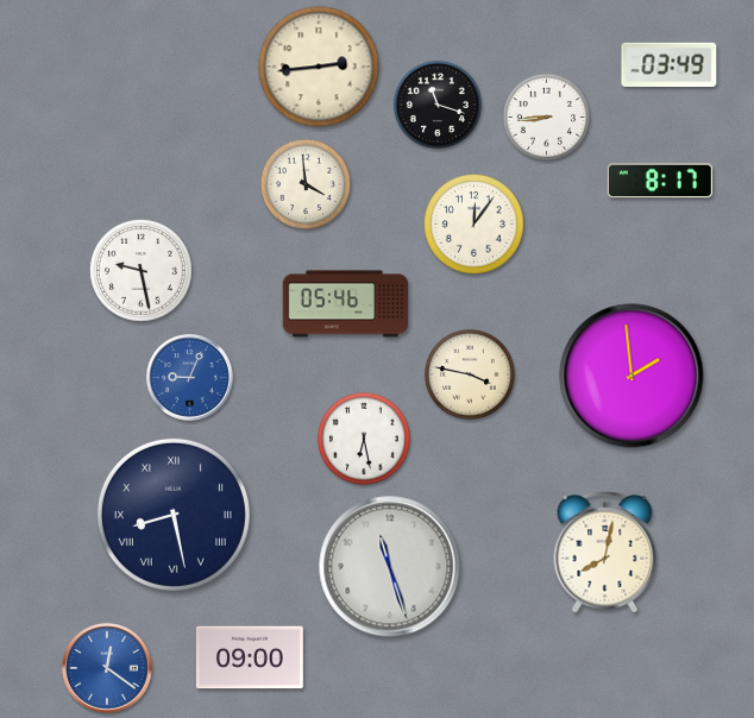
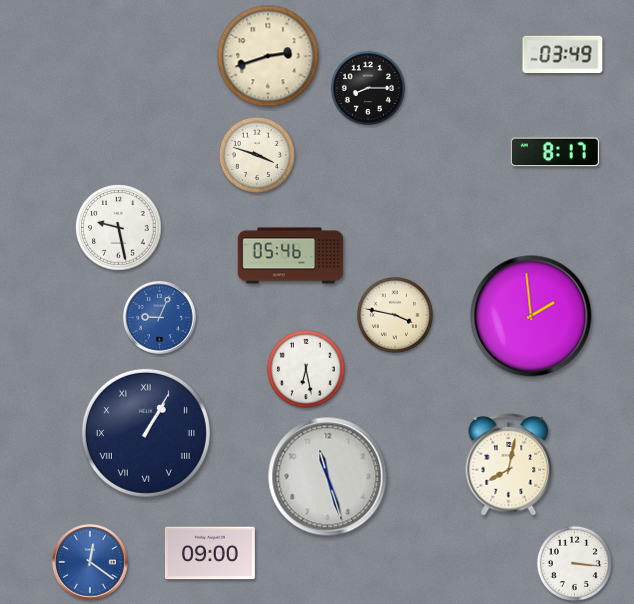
clock at (319, 67): 2:44 -> 2:42
clock at (436, 103): 11:18 -> 8:15
clock at (546, 116): 8:44 -> none
clock at (306, 184): 3:59 -> 3:48
clock at (475, 225): 12:06 -> none
clock at (174, 515): 8:28 -> 1:05
clock at (574, 563): none -> 3:16
